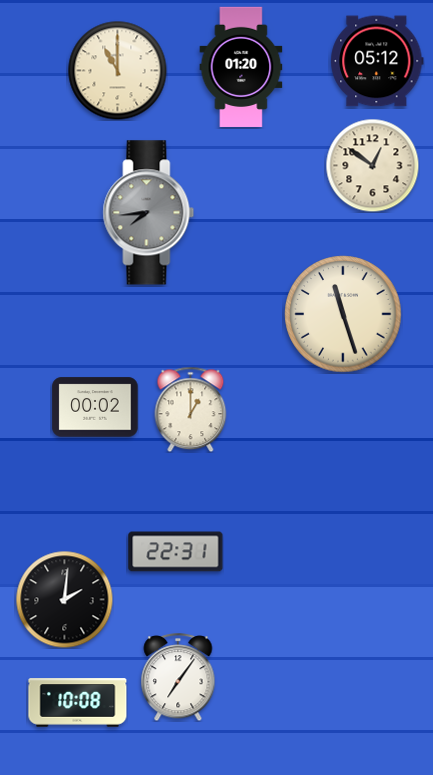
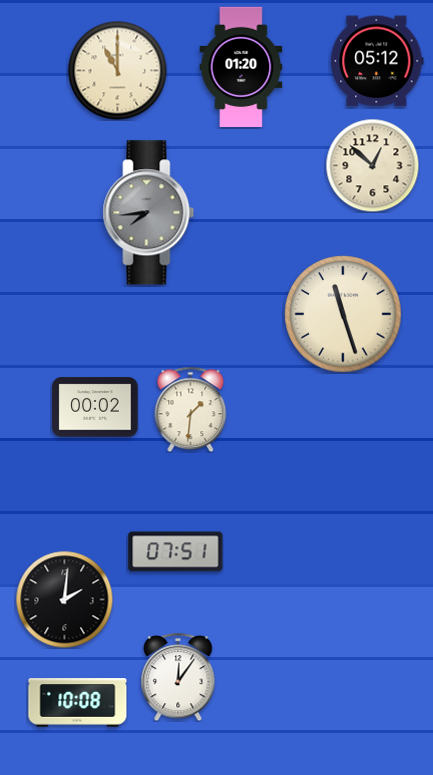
clock at (372, 165): 12:51 -> 12:52
clock at (191, 409): 1:00 -> 1:31
clock at (176, 552): 22:31 -> 07:51
clock at (178, 677): 7:06 -> 12:06
